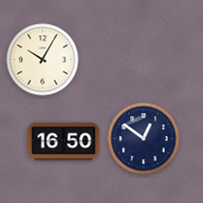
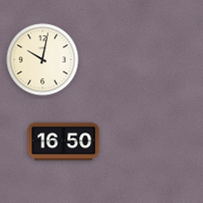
clock at (43, 60): 10:05 -> 10:02
clock at (144, 139): 12:51 -> none
